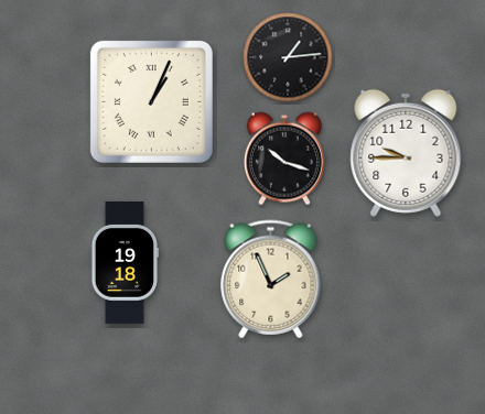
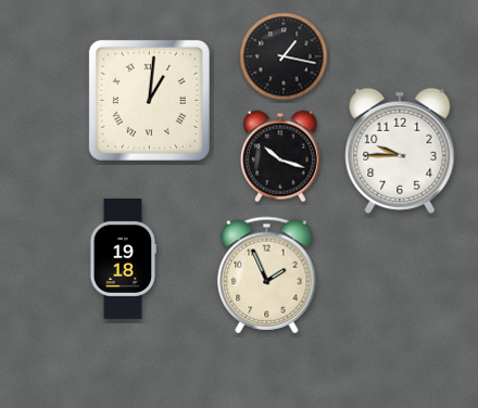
clock at (288, 57): 1:14 -> 1:17
clock at (151, 101): 1:04 -> 1:01
